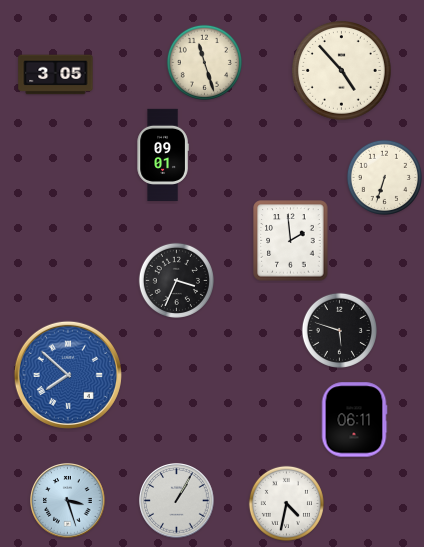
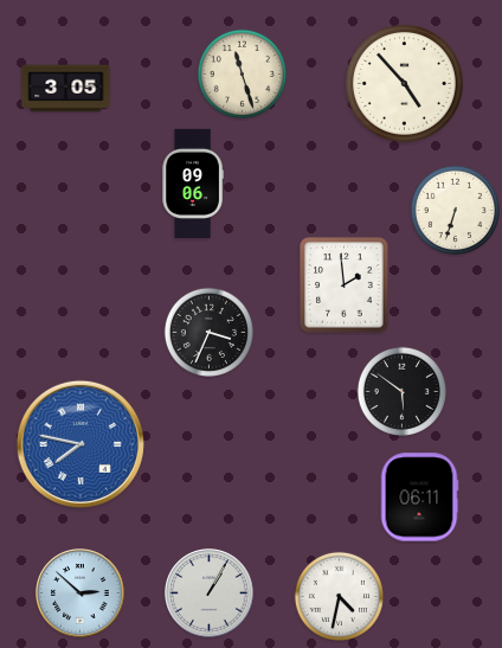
clock at (163, 154): 09:01 -> 09:06
clock at (339, 330): 5:48 -> 5:51
clock at (68, 375): 7:52 -> 7:47
clock at (68, 501): 3:27 -> 2:52
